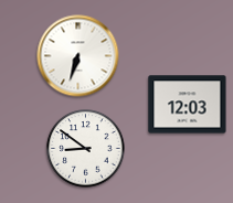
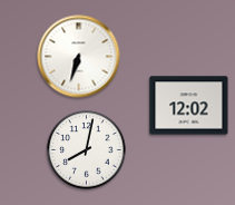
clock at (188, 105): 12:03 -> 12:02
clock at (86, 149): 8:51 -> 8:02
